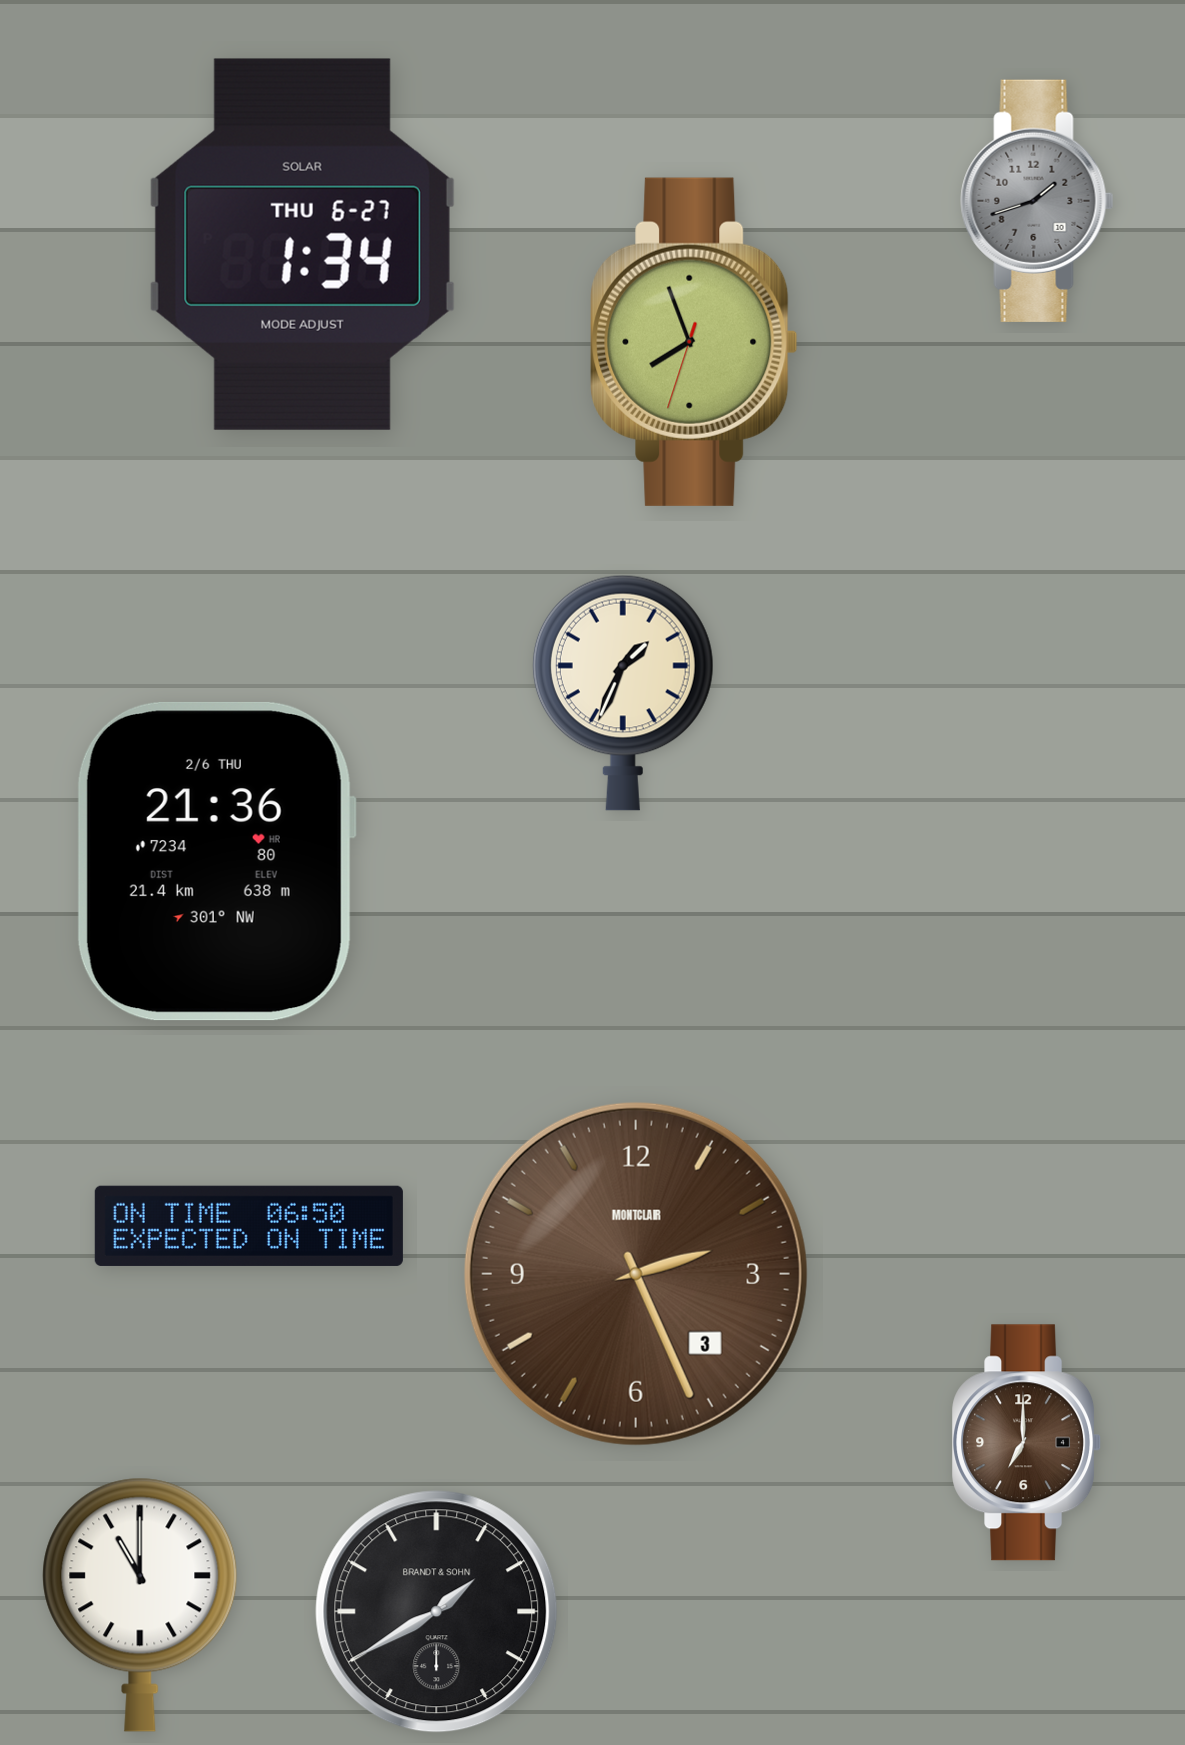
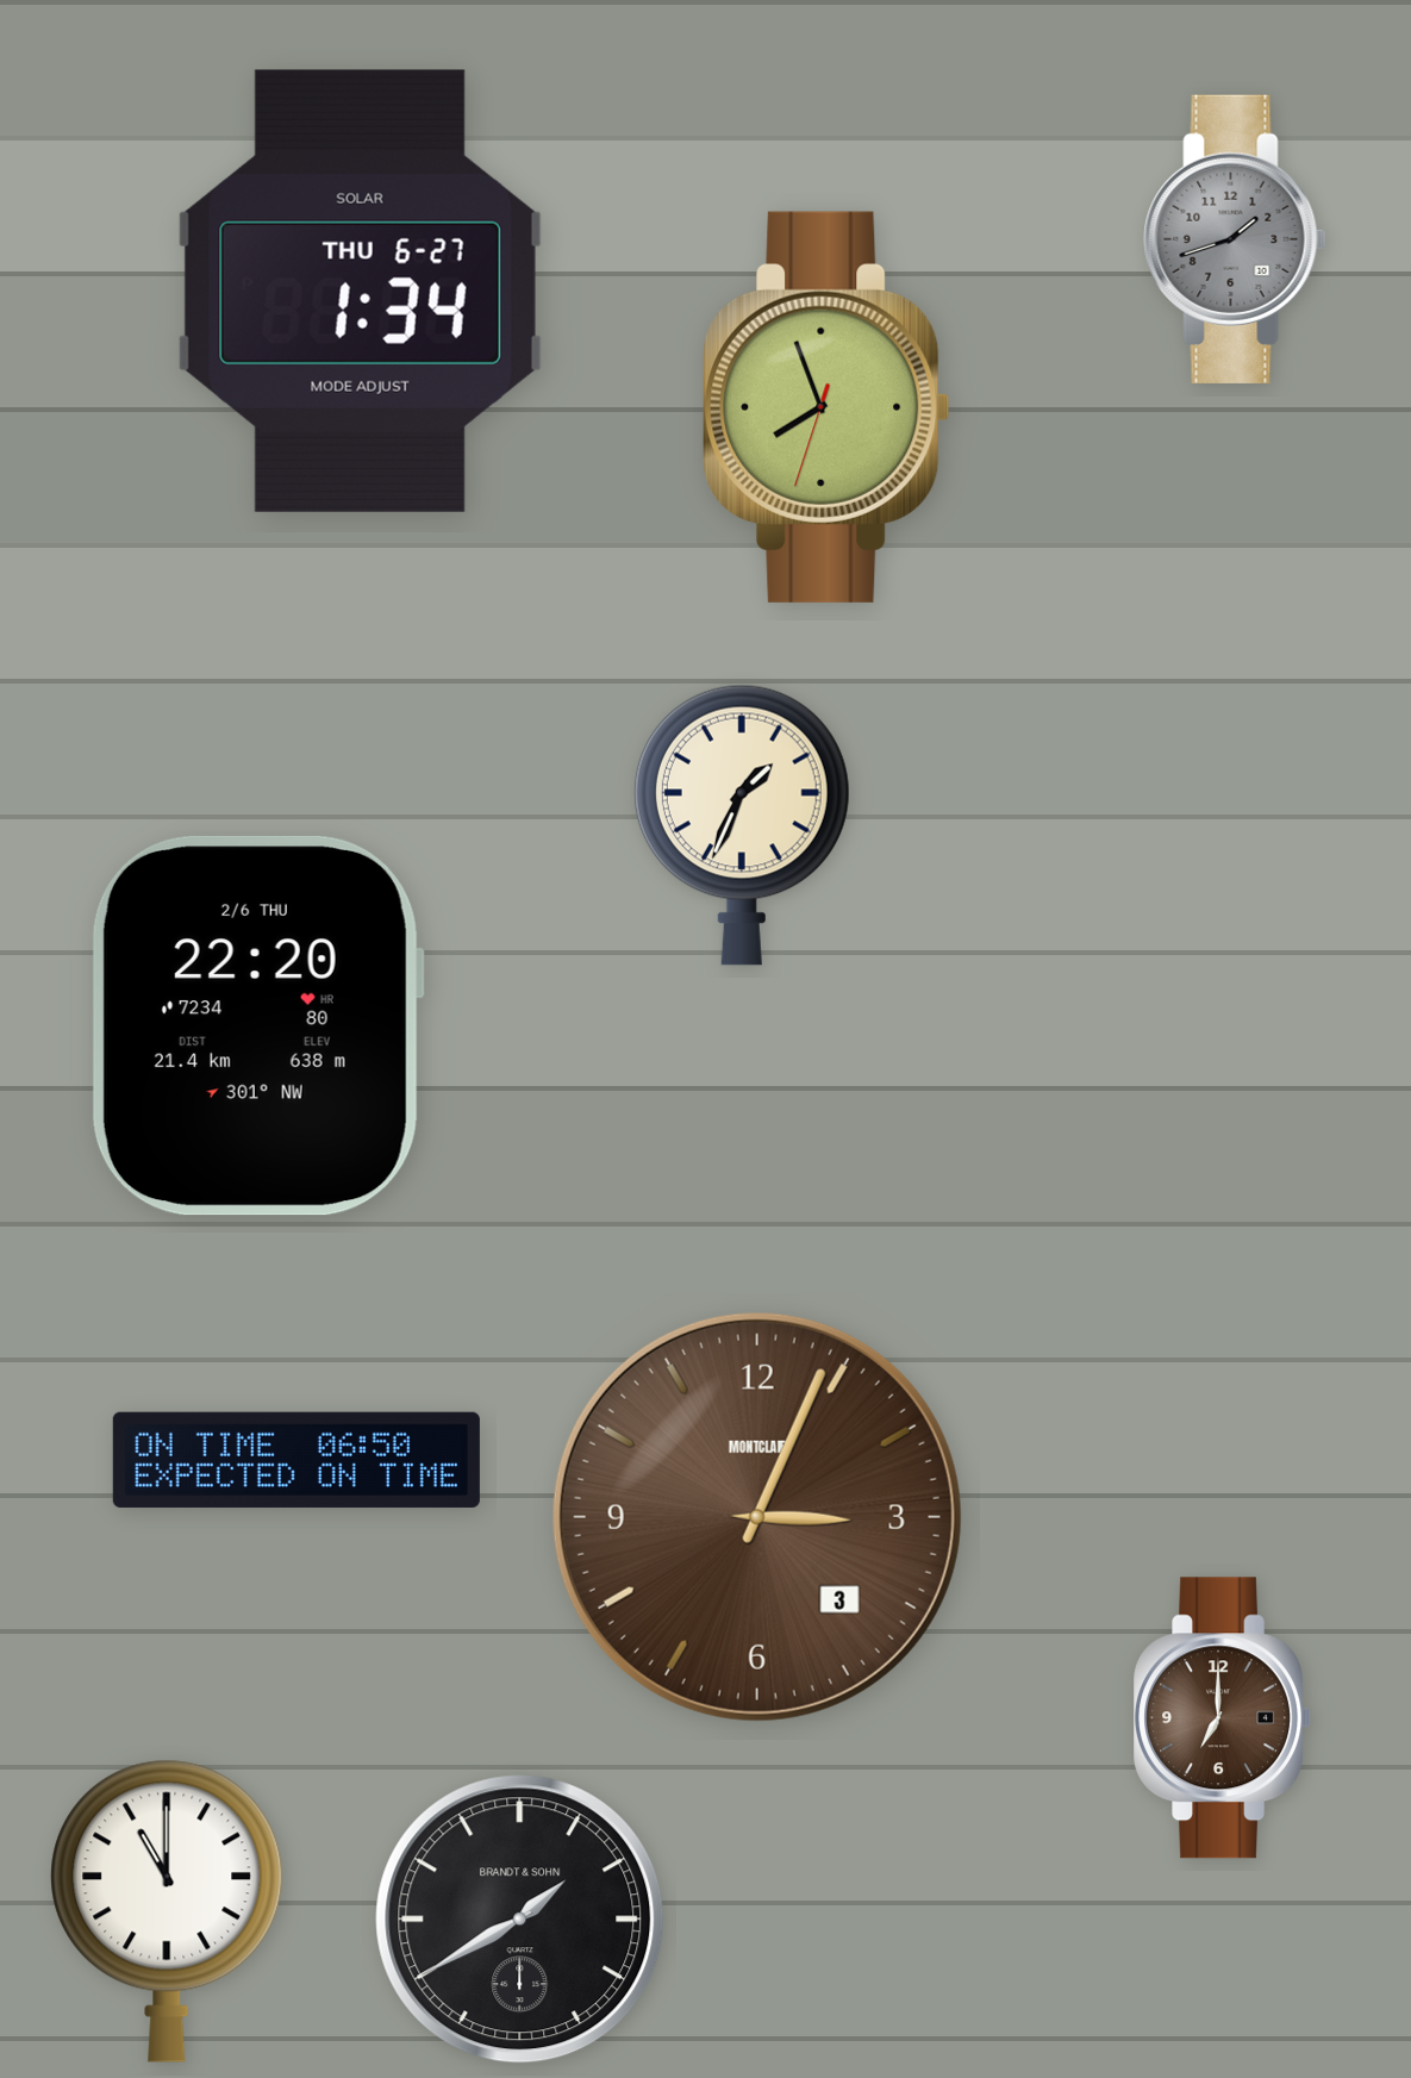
clock at (216, 861): 21:36 -> 22:20
clock at (636, 1274): 2:26 -> 3:04
